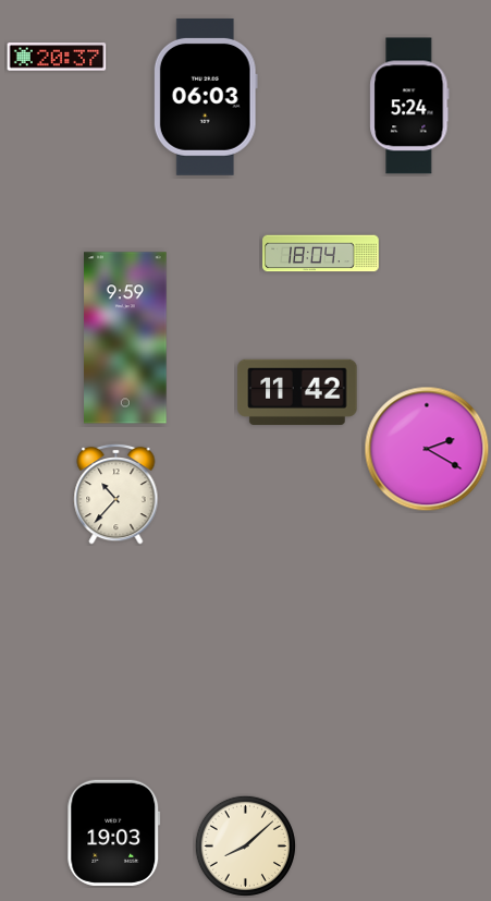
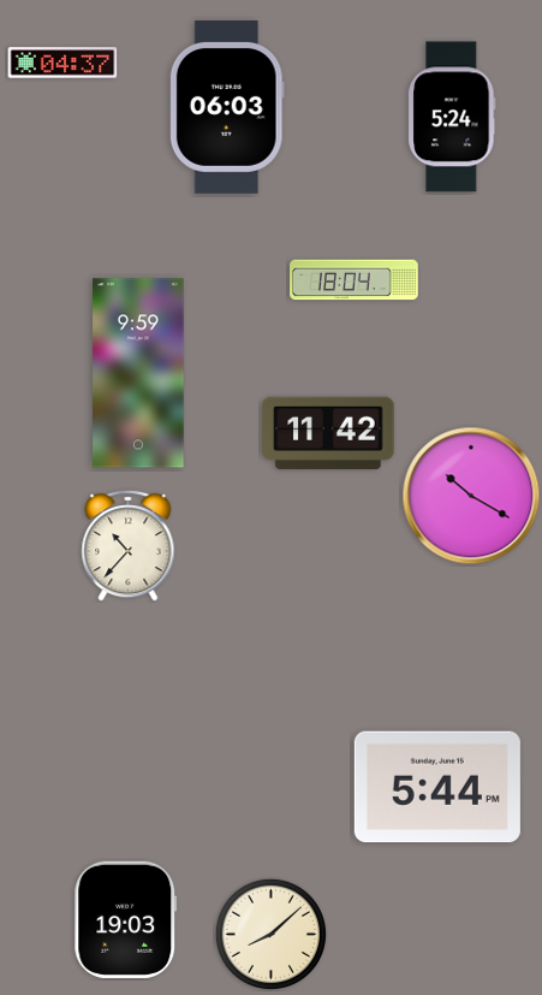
clock at (57, 57): 20:37 -> 04:37
clock at (427, 449): 2:20 -> 10:20
clock at (437, 787): none -> 5:44
